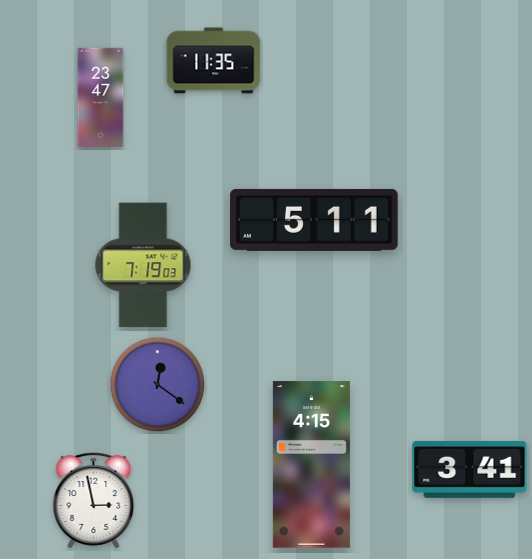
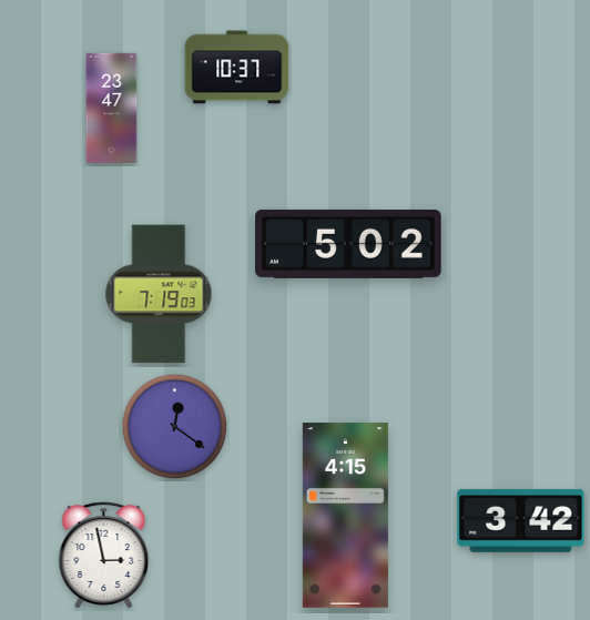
clock at (214, 61): 11:35 -> 10:37
clock at (314, 220): 5:11 -> 5:02
clock at (470, 469): 3:41 -> 3:42
